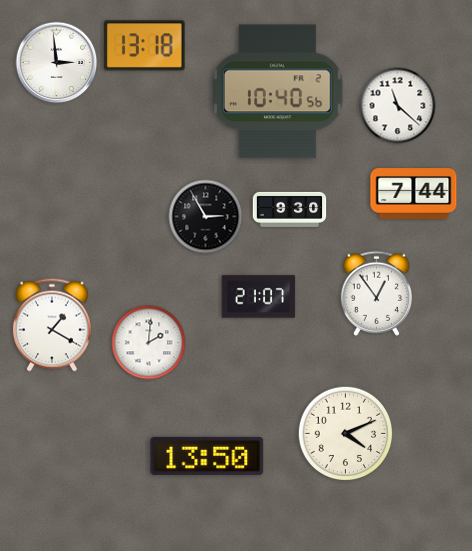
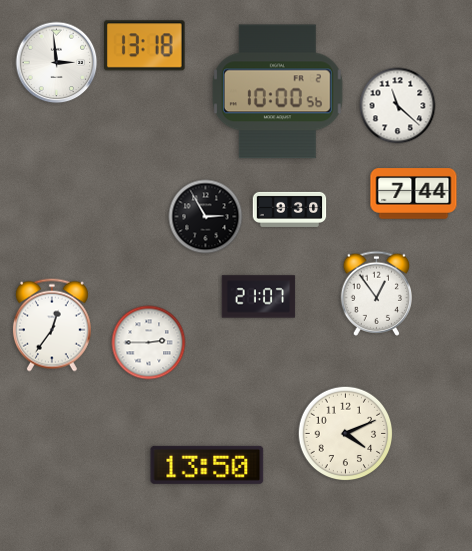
clock at (277, 92): 10:40 -> 10:00
clock at (52, 325): 1:20 -> 12:36
clock at (149, 343): 2:01 -> 2:45
clock at (207, 456) position: (207, 456) -> (207, 465)
